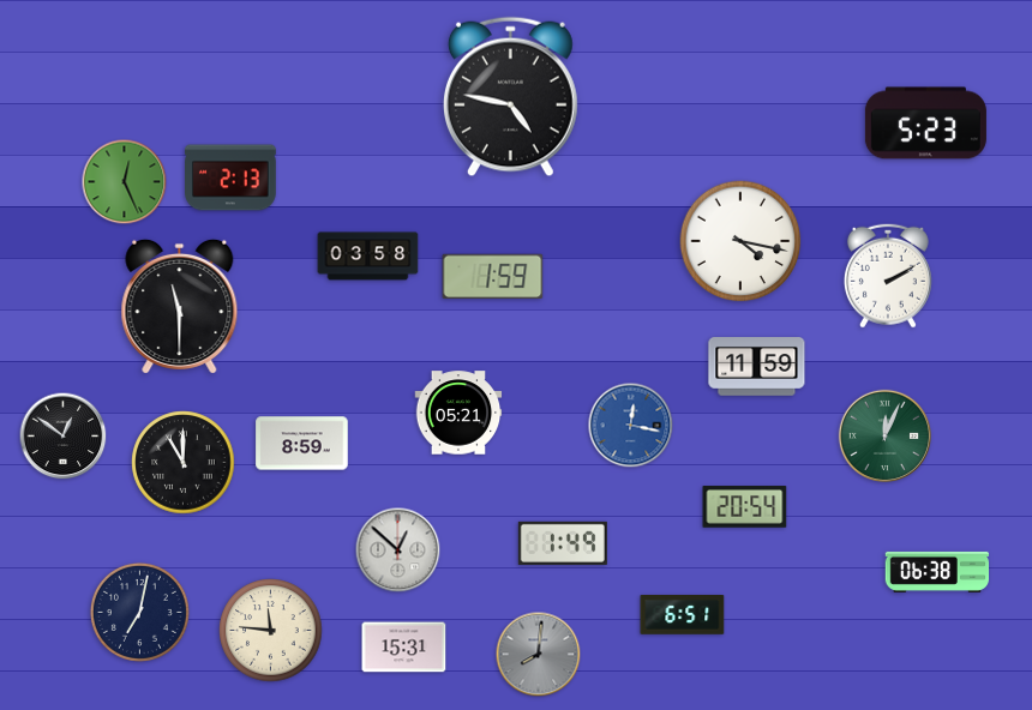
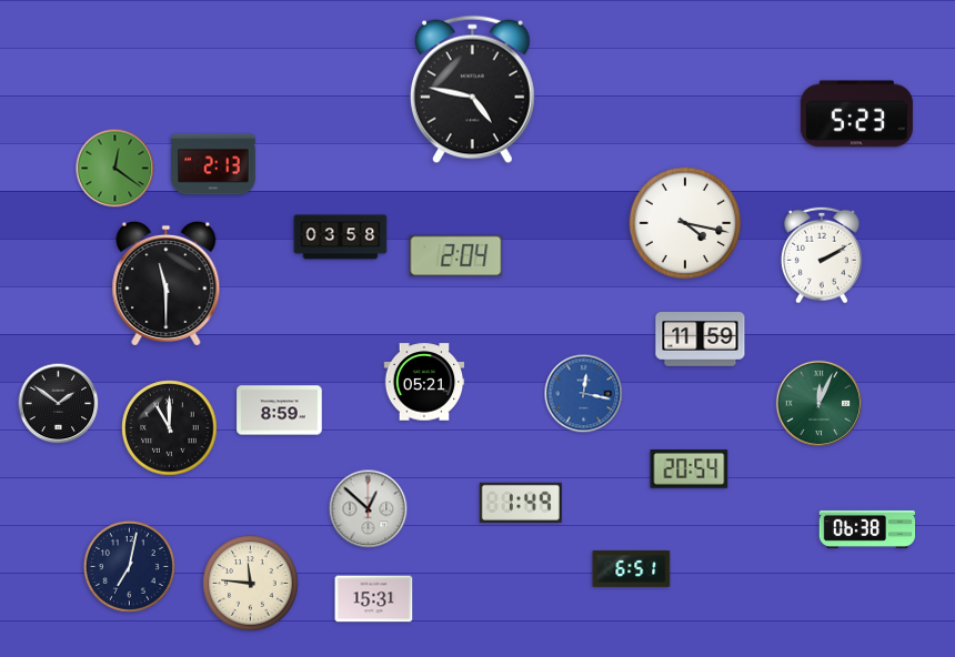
clock at (125, 182): 12:26 -> 12:21
clock at (493, 277): 1:59 -> 2:04
clock at (64, 437): 12:51 -> 1:51
clock at (539, 655): 8:01 -> none
